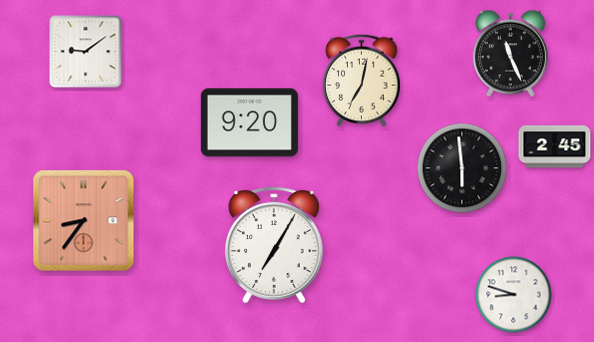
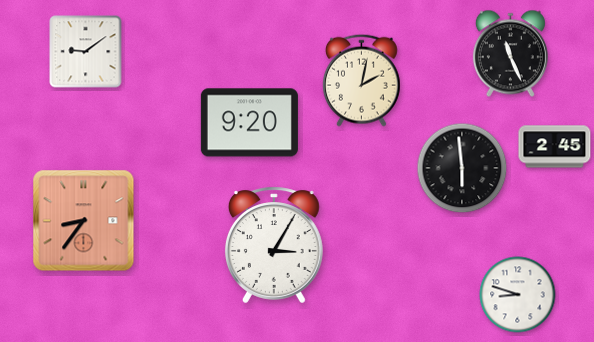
clock at (361, 80): 7:02 -> 2:02
clock at (274, 245): 7:05 -> 3:05
clock at (514, 295) position: (514, 295) -> (518, 295)
